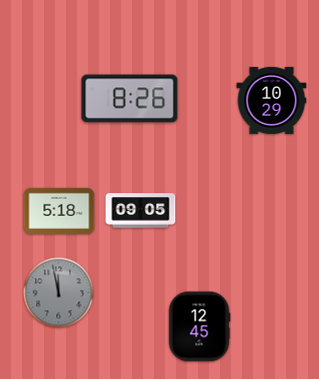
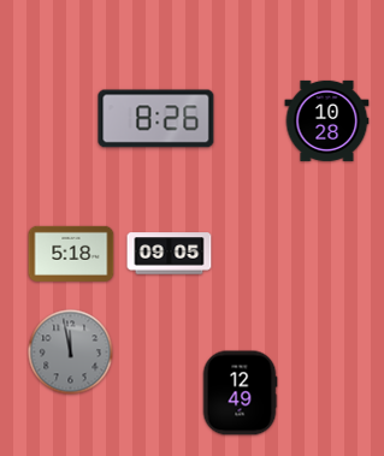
clock at (272, 100): 10:29 -> 10:28
clock at (199, 327): 12:45 -> 12:49
